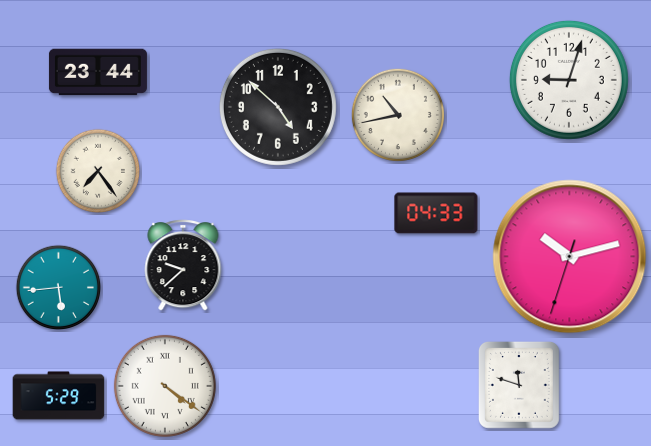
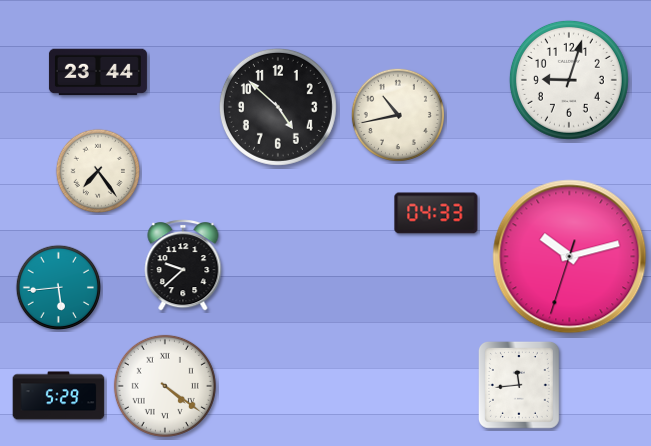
clock at (519, 386): 11:48 -> 11:44
